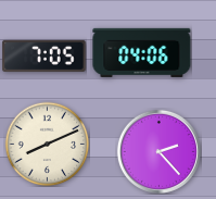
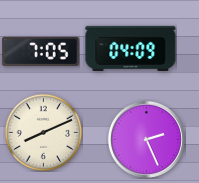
clock at (142, 52): 04:06 -> 04:09
clock at (158, 151): 2:23 -> 2:26
